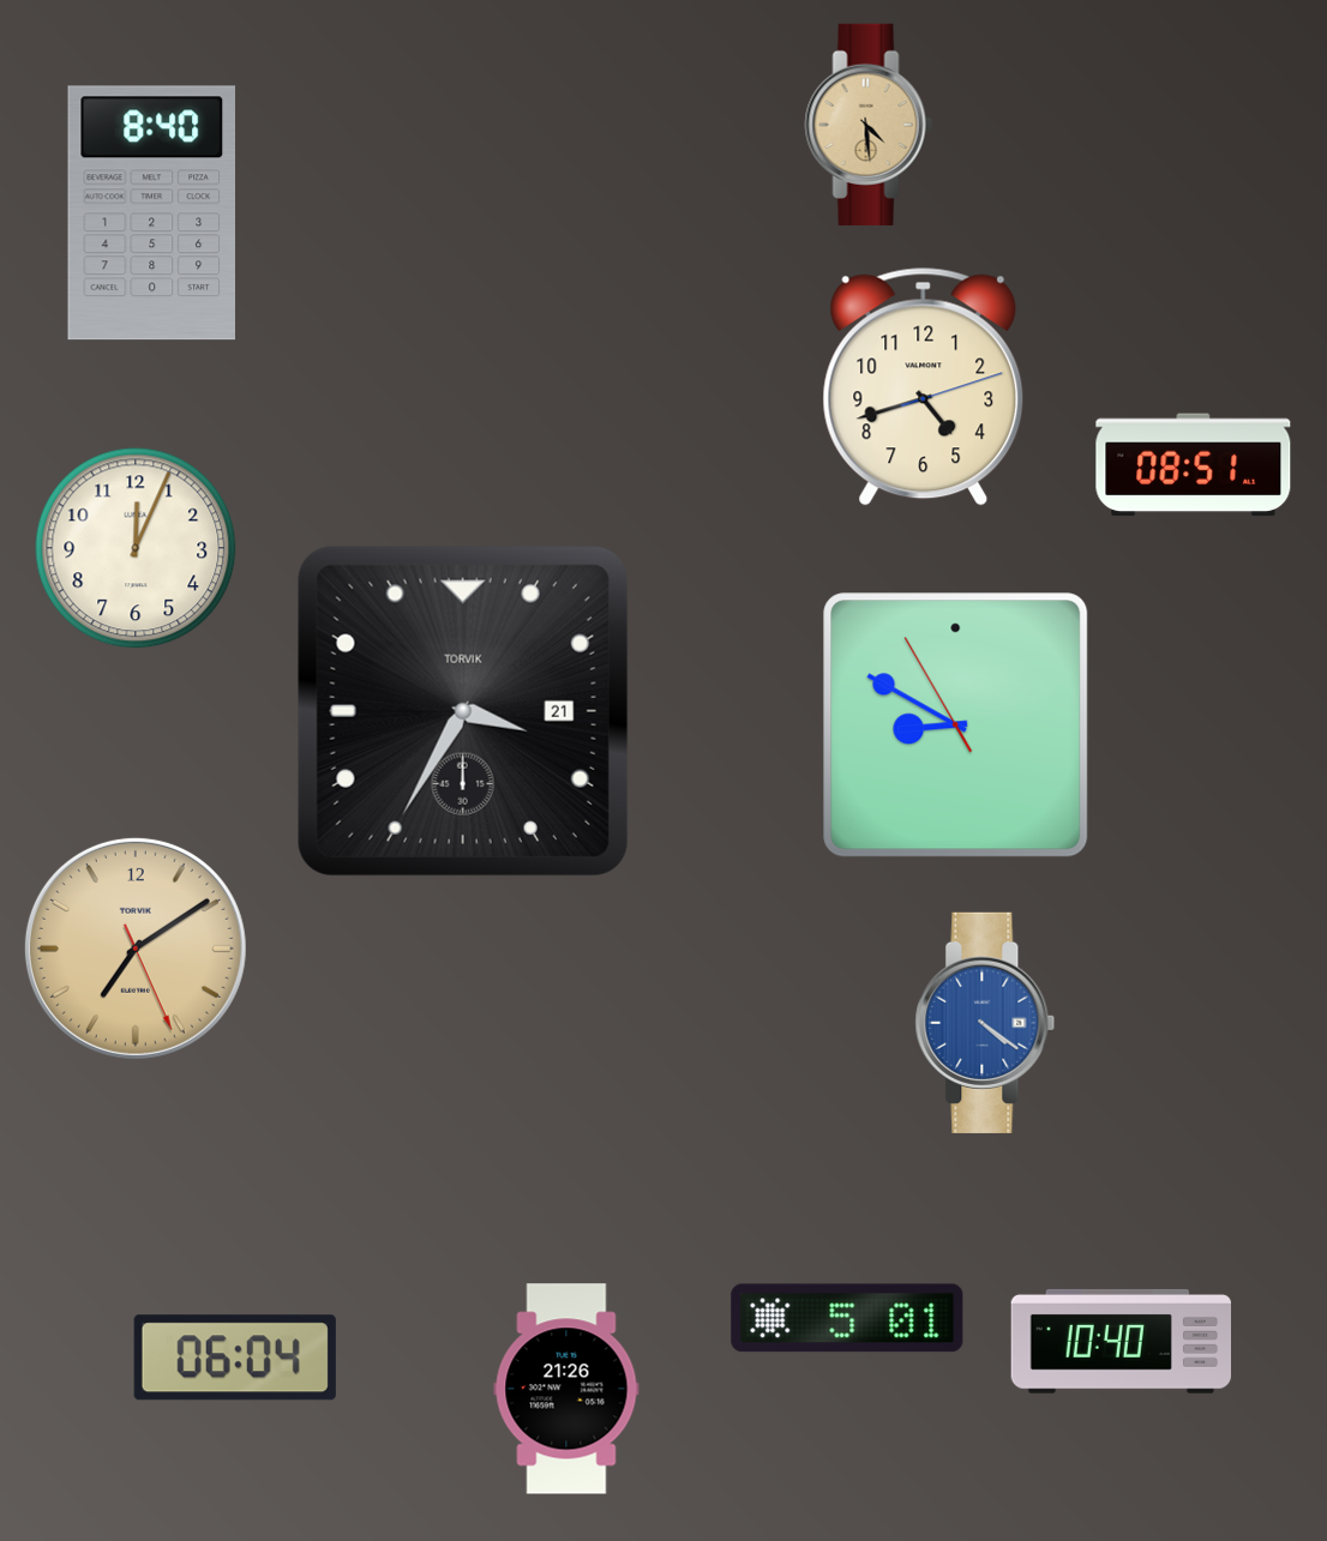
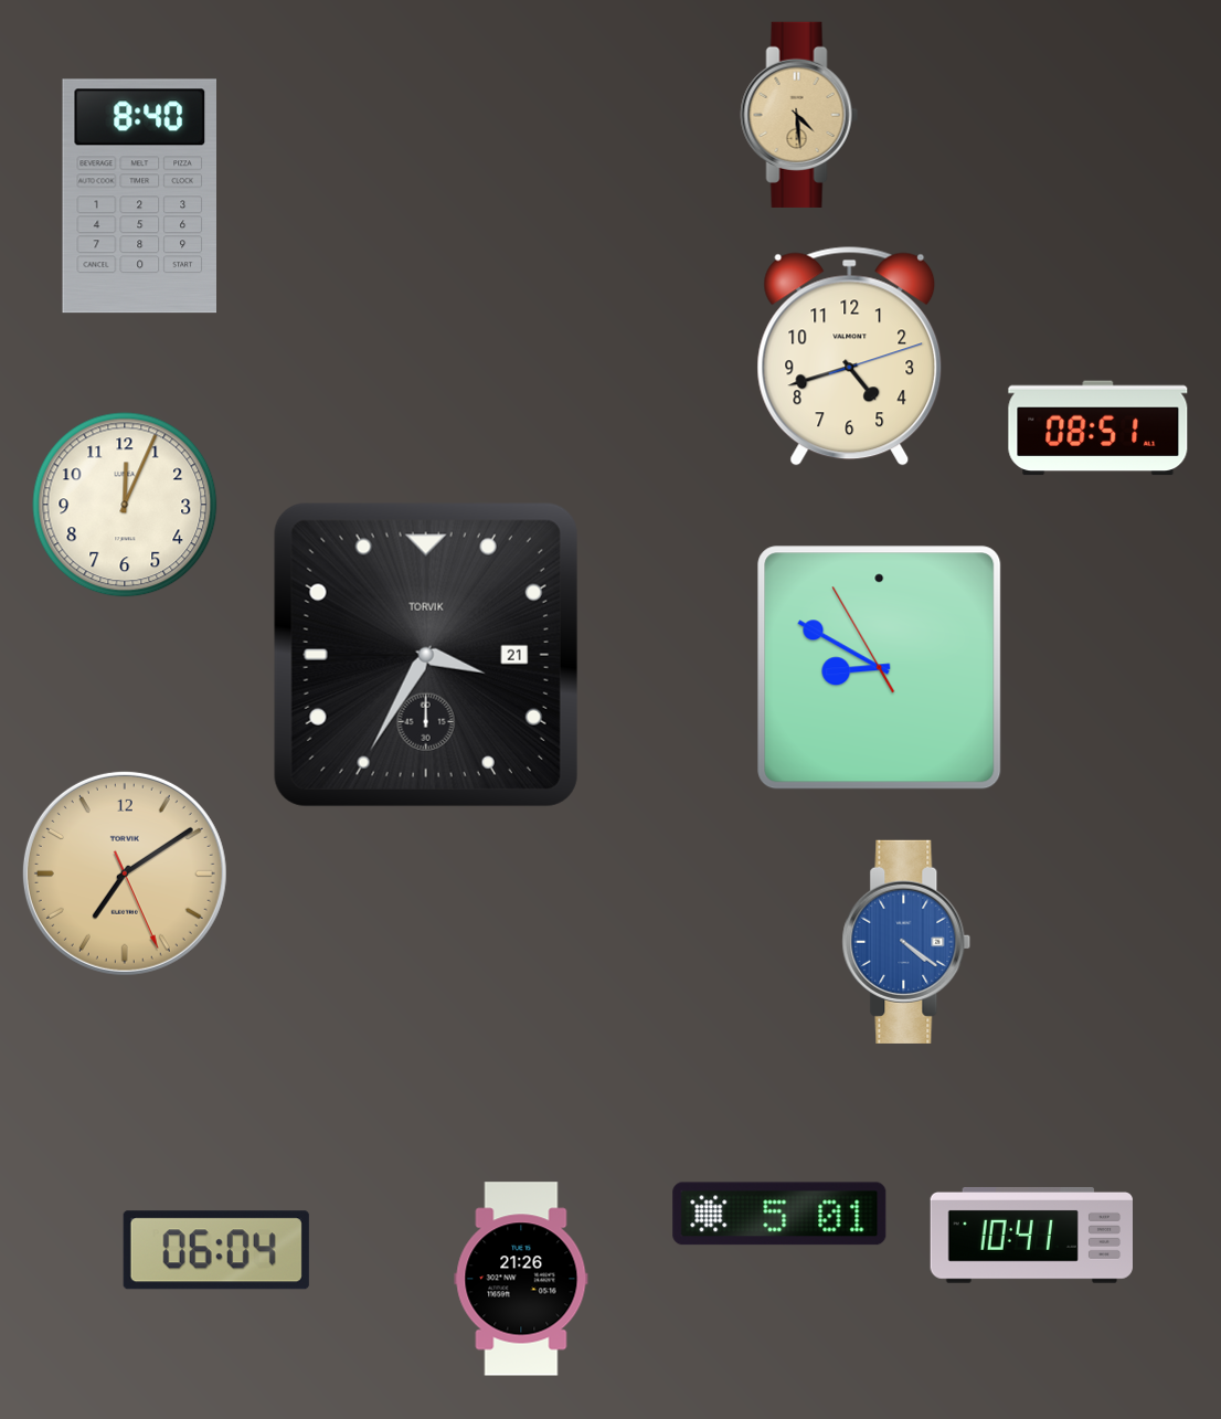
clock at (1121, 1341): 10:40 -> 10:41
